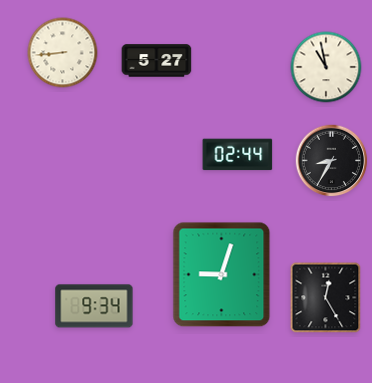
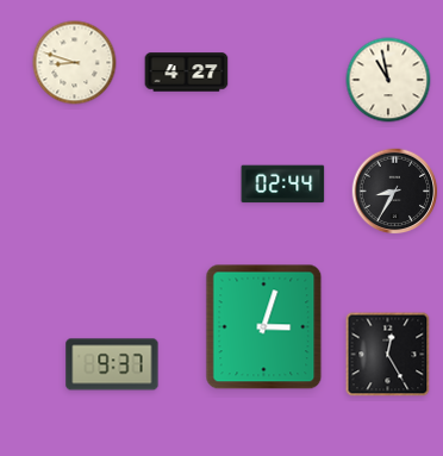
clock at (63, 53): 8:44 -> 8:48
clock at (157, 61): 5:27 -> 4:27
clock at (222, 275): 9:03 -> 3:03
clock at (94, 306): 9:34 -> 9:37
